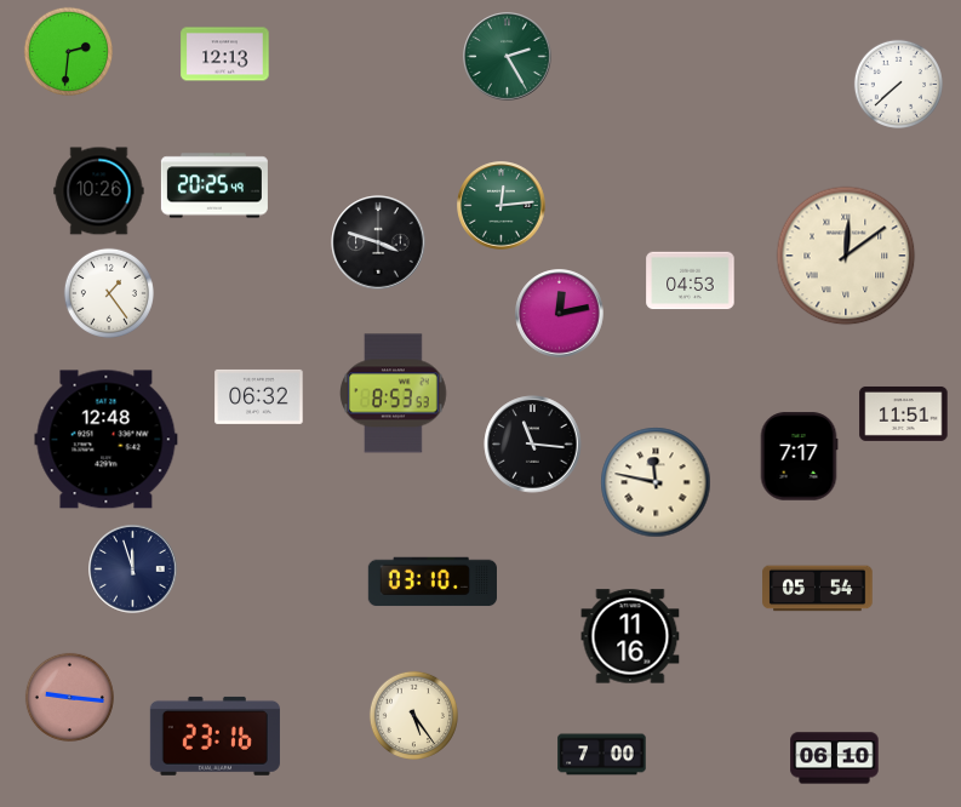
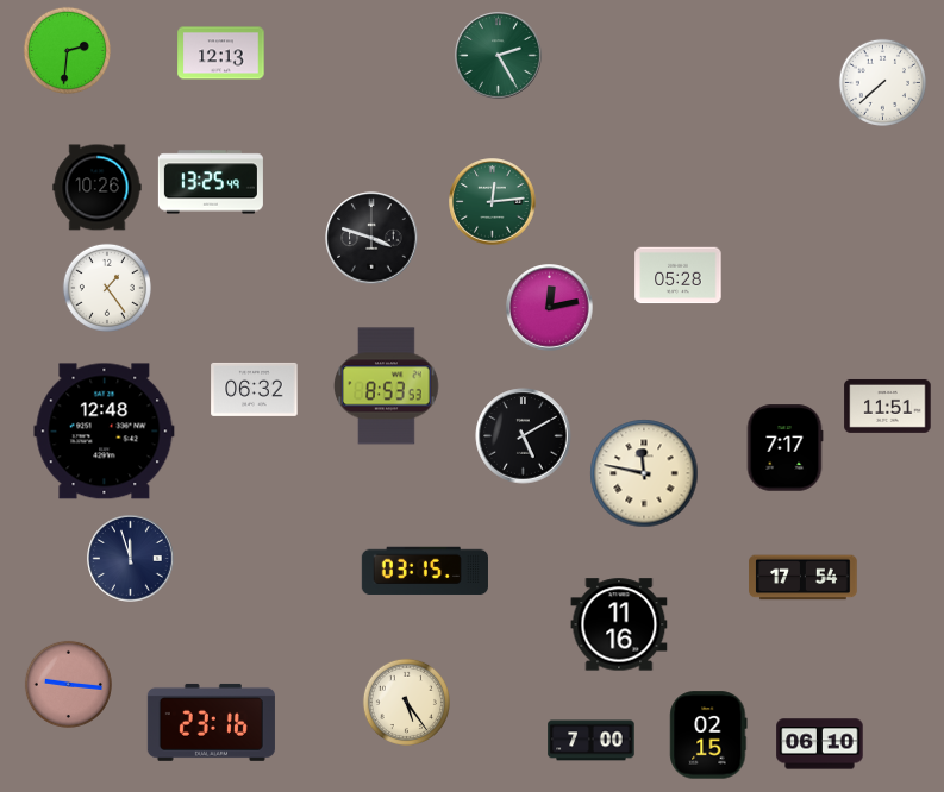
clock at (214, 185): 20:25 -> 13:25
clock at (846, 256): 12:09 -> none
clock at (691, 281): 04:53 -> 05:28
clock at (533, 445): 11:16 -> 5:10
clock at (431, 582): 03:10 -> 03:15
clock at (818, 589): 05:54 -> 17:54
clock at (708, 735): none -> 02:15
